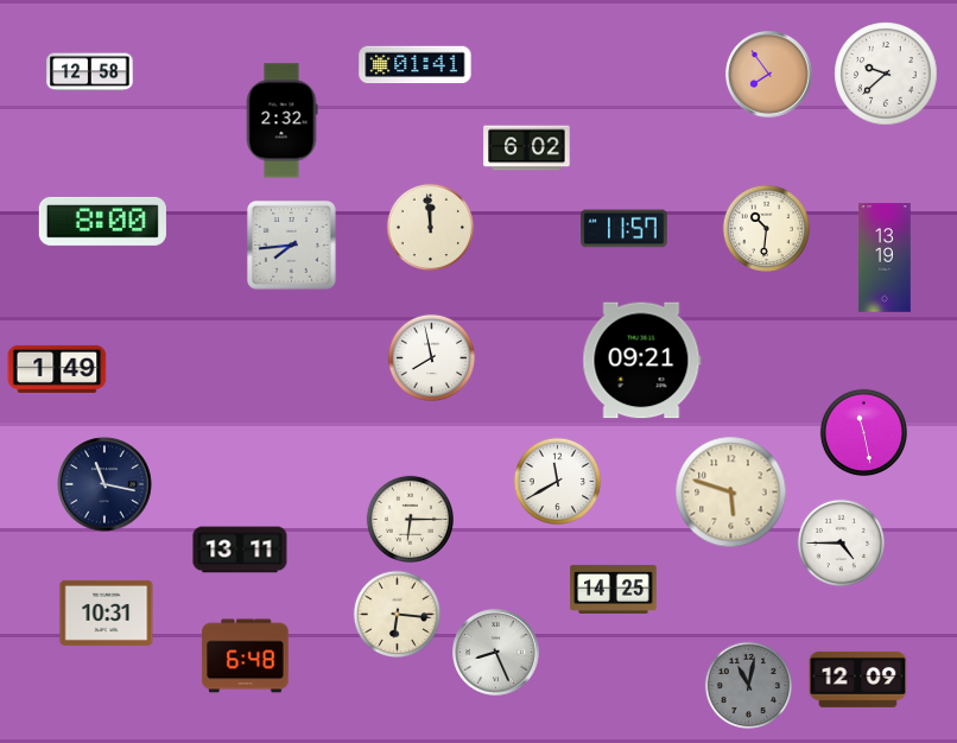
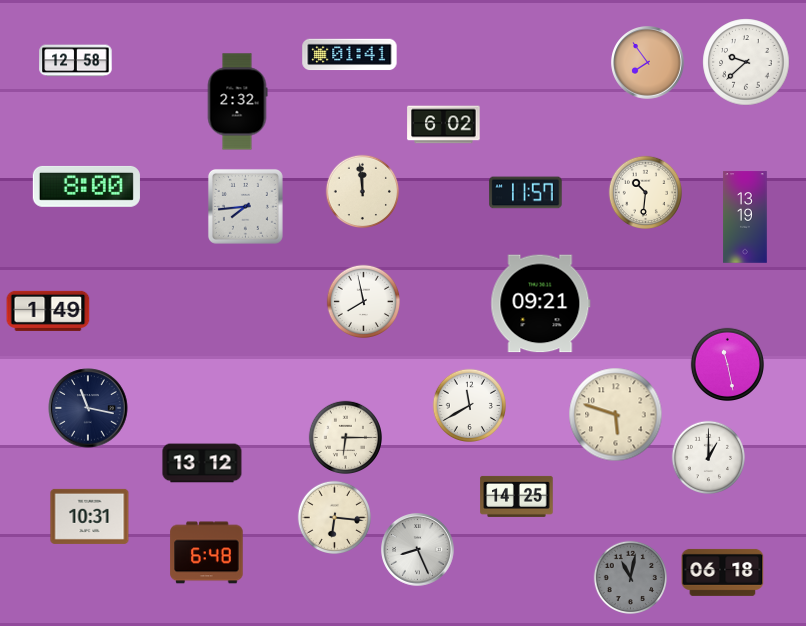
clock at (841, 542): 4:45 -> 1:00
clock at (240, 550): 13:11 -> 13:12
clock at (858, 679): 12:09 -> 06:18
